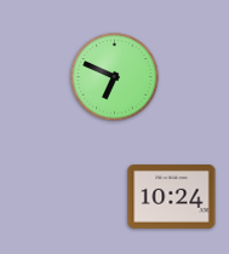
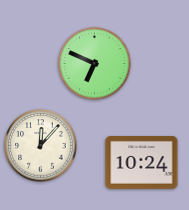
clock at (41, 146): none -> 12:07
